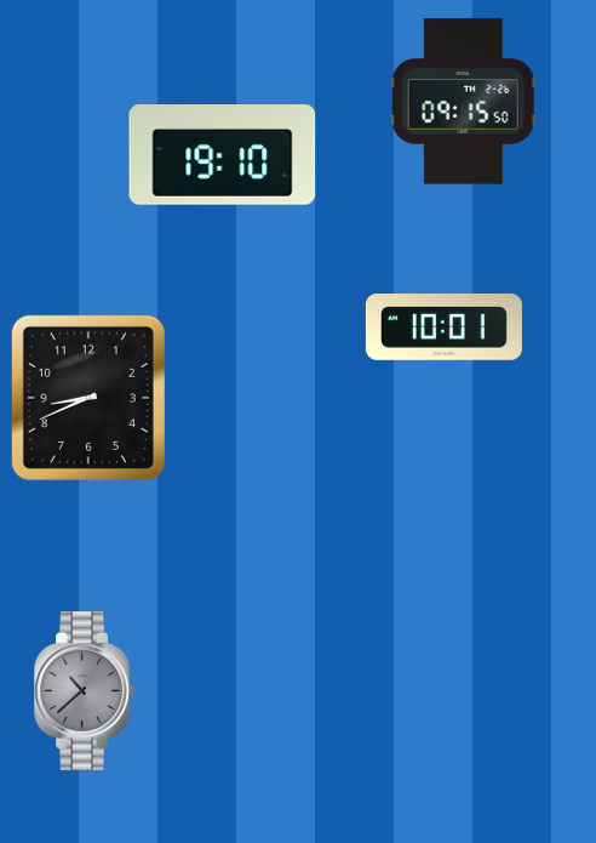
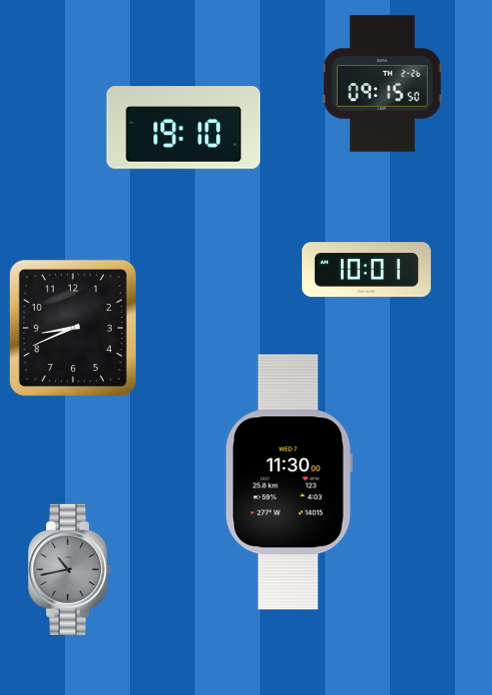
clock at (289, 482): none -> 11:30
clock at (85, 690): 10:38 -> 10:43
